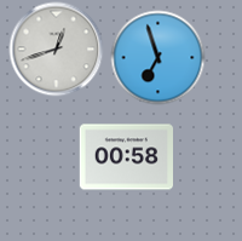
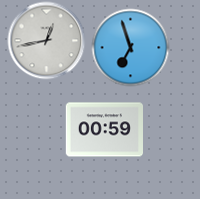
clock at (56, 48): 12:42 -> 12:43
clock at (126, 157): 00:58 -> 00:59
